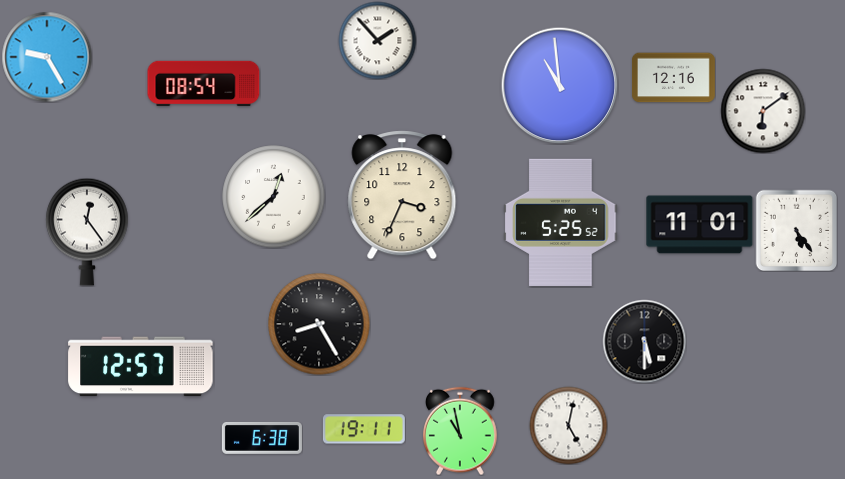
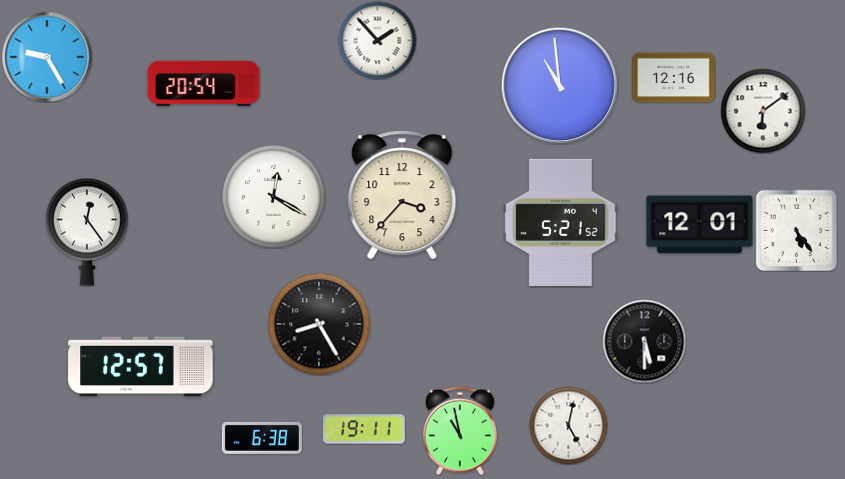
clock at (204, 84): 08:54 -> 20:54
clock at (402, 195): 3:34 -> 3:37
clock at (274, 197): 12:38 -> 12:20
clock at (561, 222): 5:25 -> 5:21
clock at (700, 225): 11:01 -> 12:01
